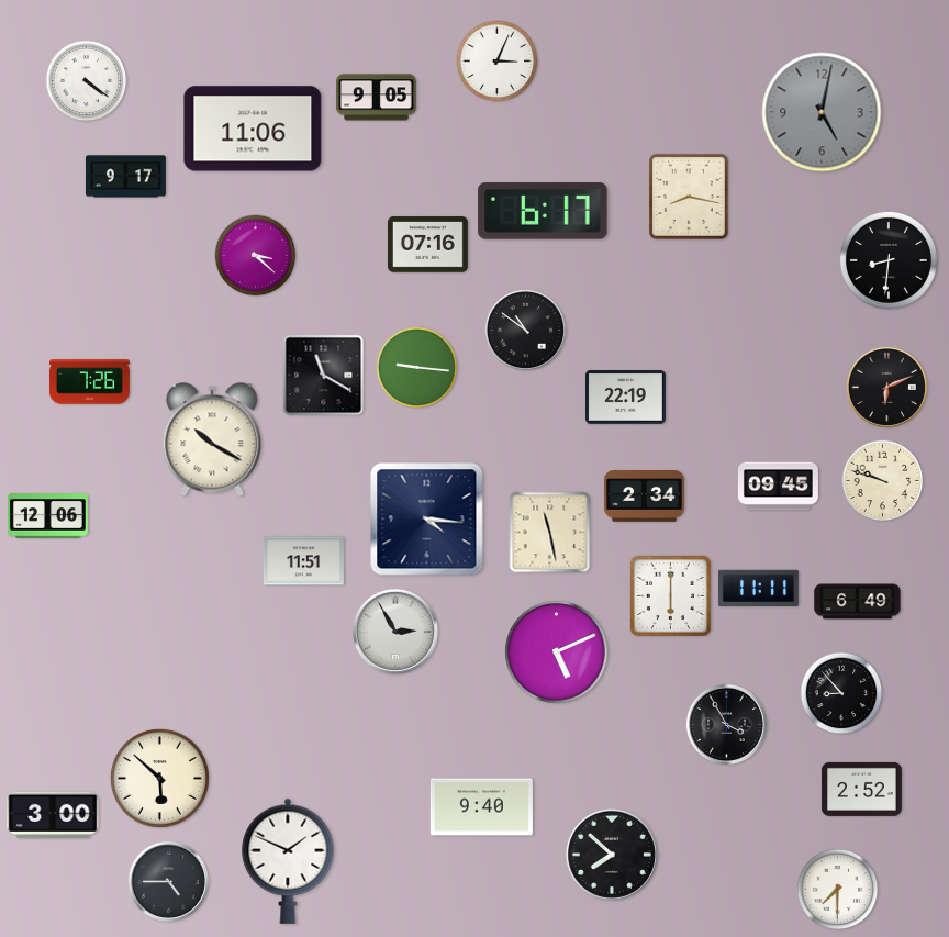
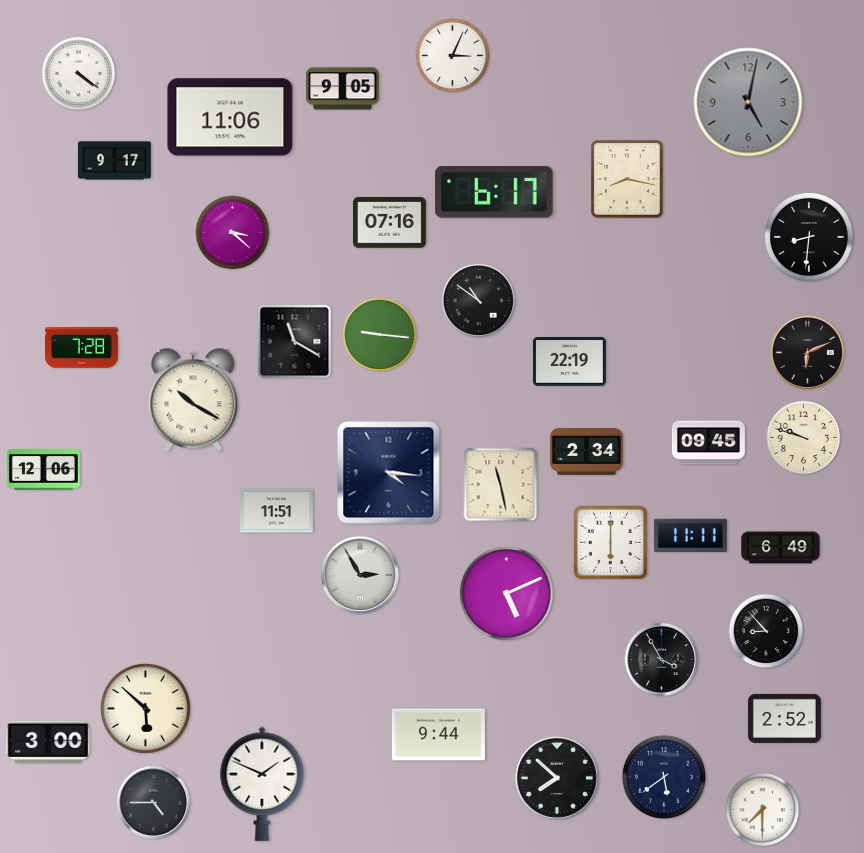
clock at (89, 382): 7:26 -> 7:28
clock at (481, 807): 9:40 -> 9:44
clock at (664, 777): none -> 5:39
